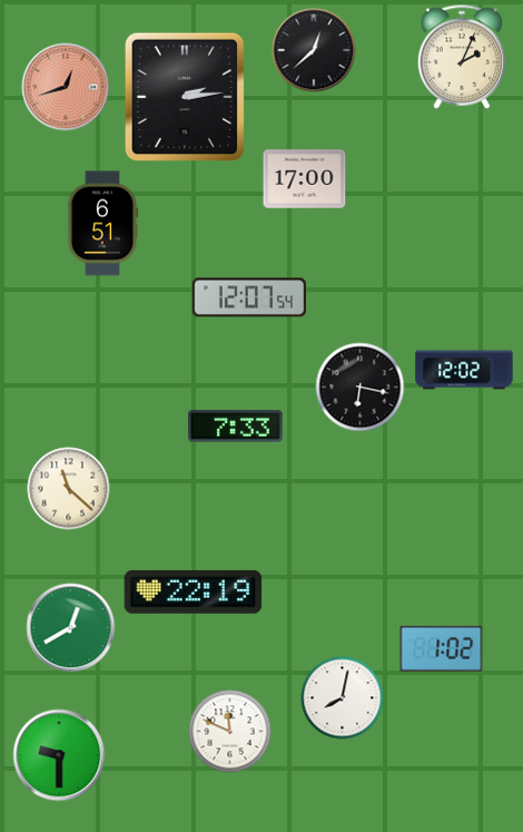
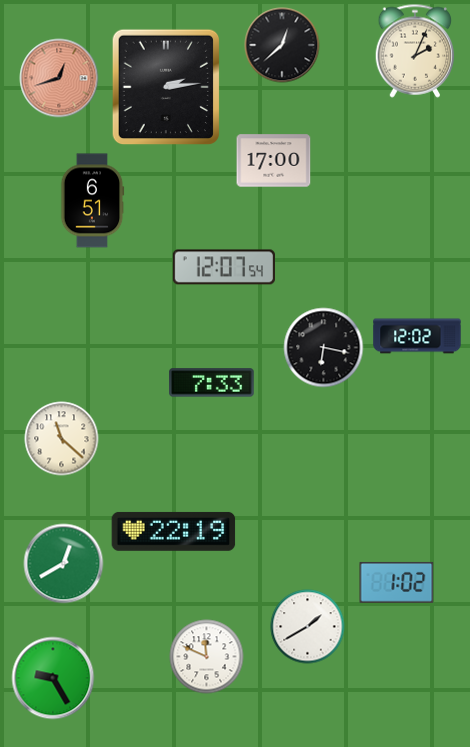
clock at (464, 370) position: (464, 370) -> (417, 336)
clock at (343, 698): 8:02 -> 1:40
clock at (59, 755): 9:30 -> 9:25
